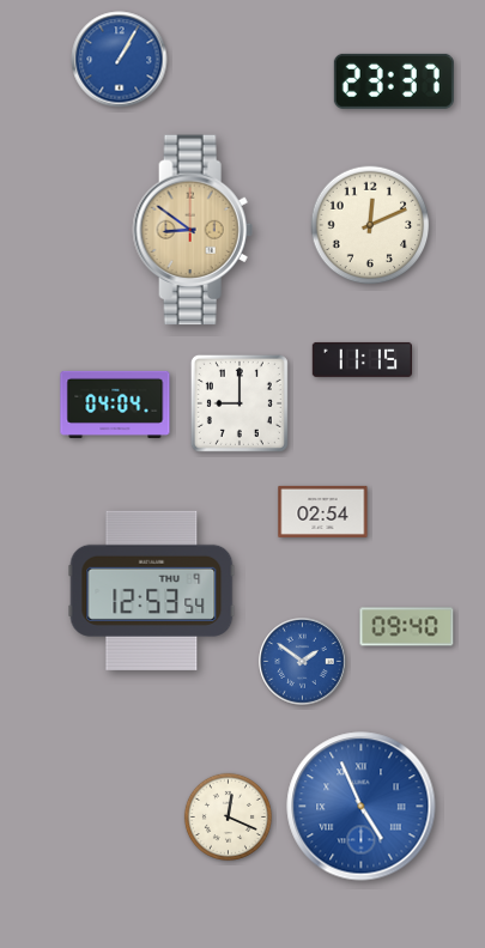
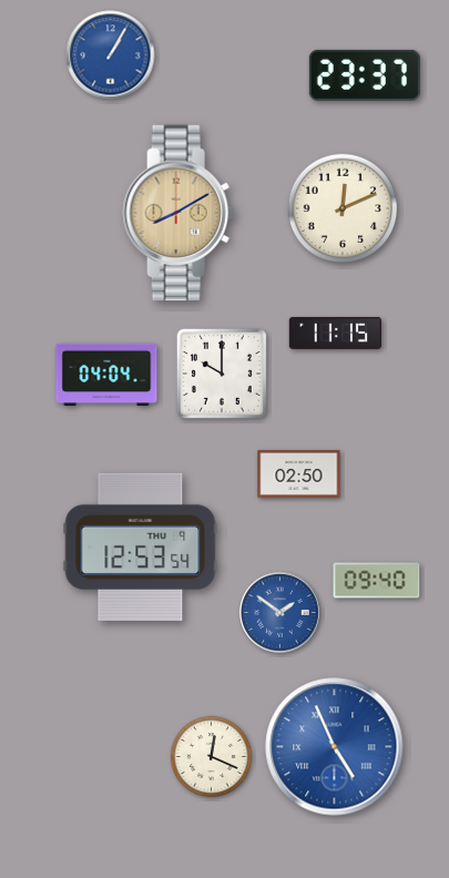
clock at (193, 230): 8:51 -> 8:10
clock at (240, 403): 9:00 -> 10:00
clock at (323, 511): 02:54 -> 02:50
